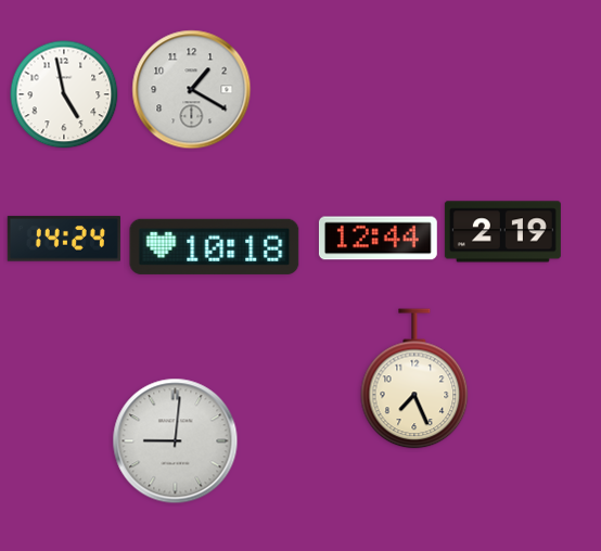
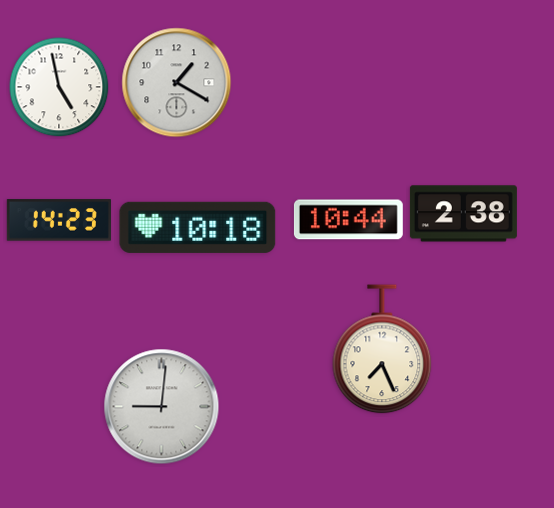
clock at (502, 232): 2:19 -> 2:38
clock at (64, 239): 14:24 -> 14:23
clock at (378, 239): 12:44 -> 10:44
